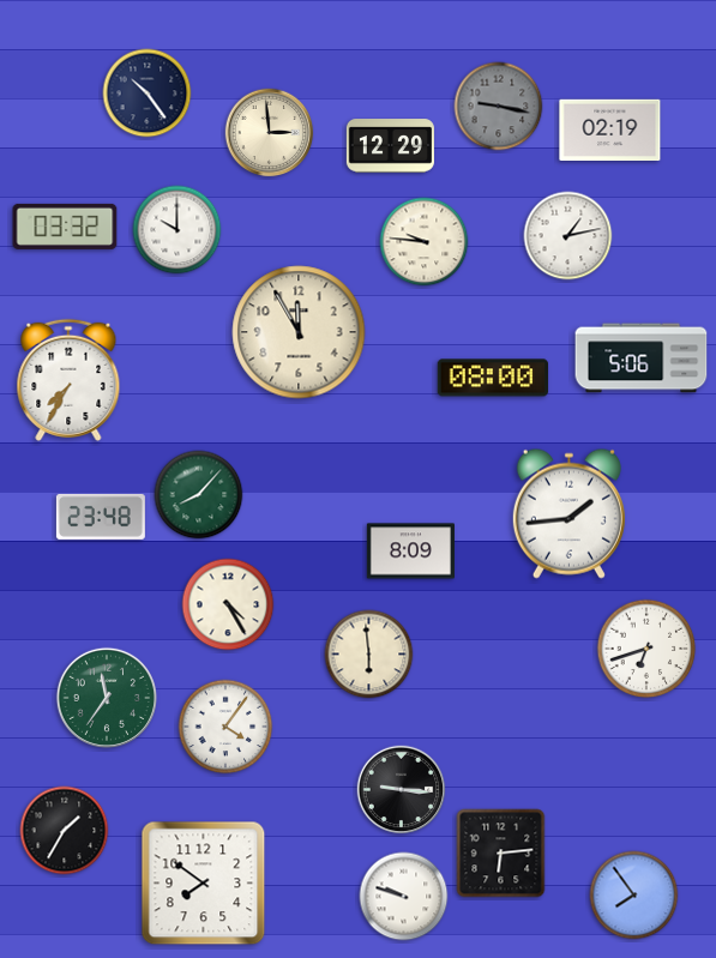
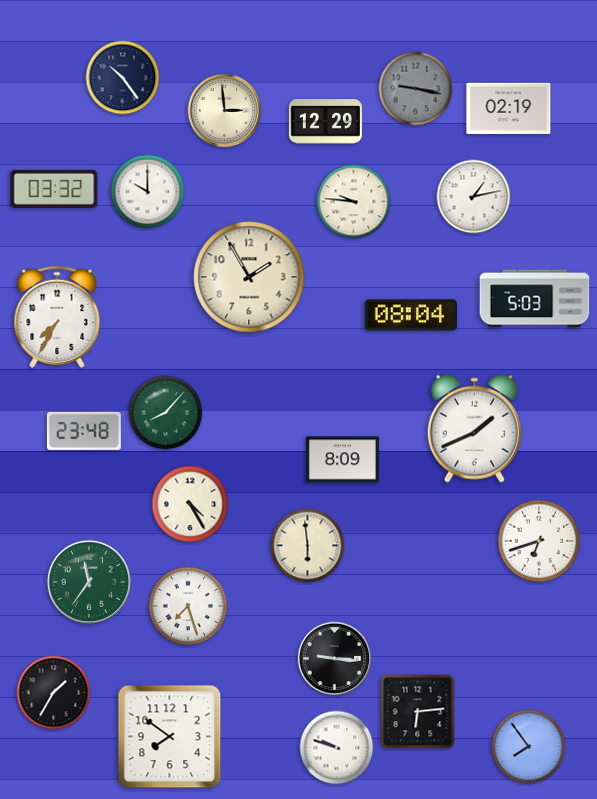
clock at (299, 332): 11:55 -> 1:55
clock at (642, 359): 5:06 -> 5:03
clock at (493, 378): 08:00 -> 08:04
clock at (568, 513): 1:44 -> 1:41
clock at (225, 727): 4:06 -> 7:27
